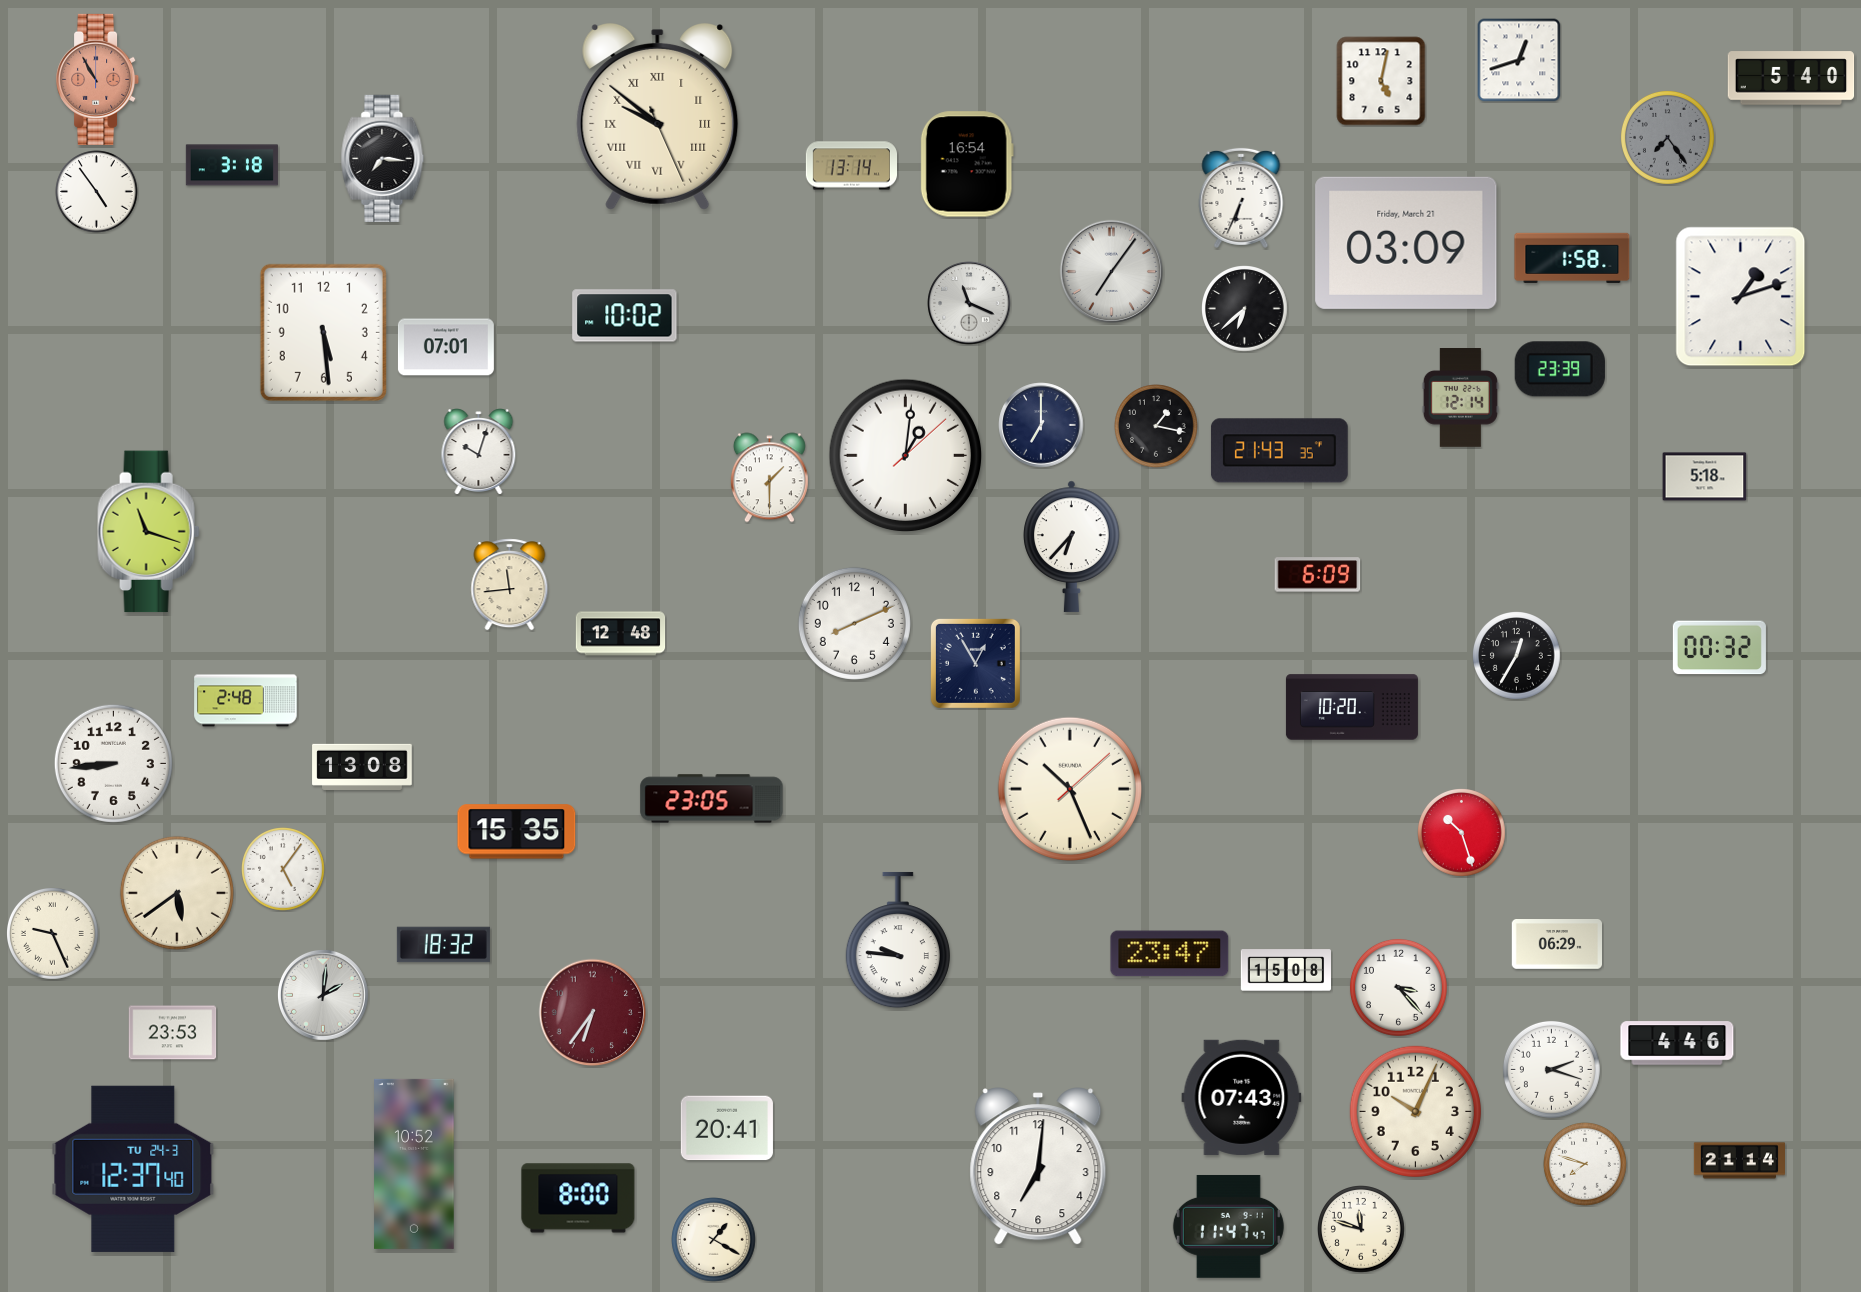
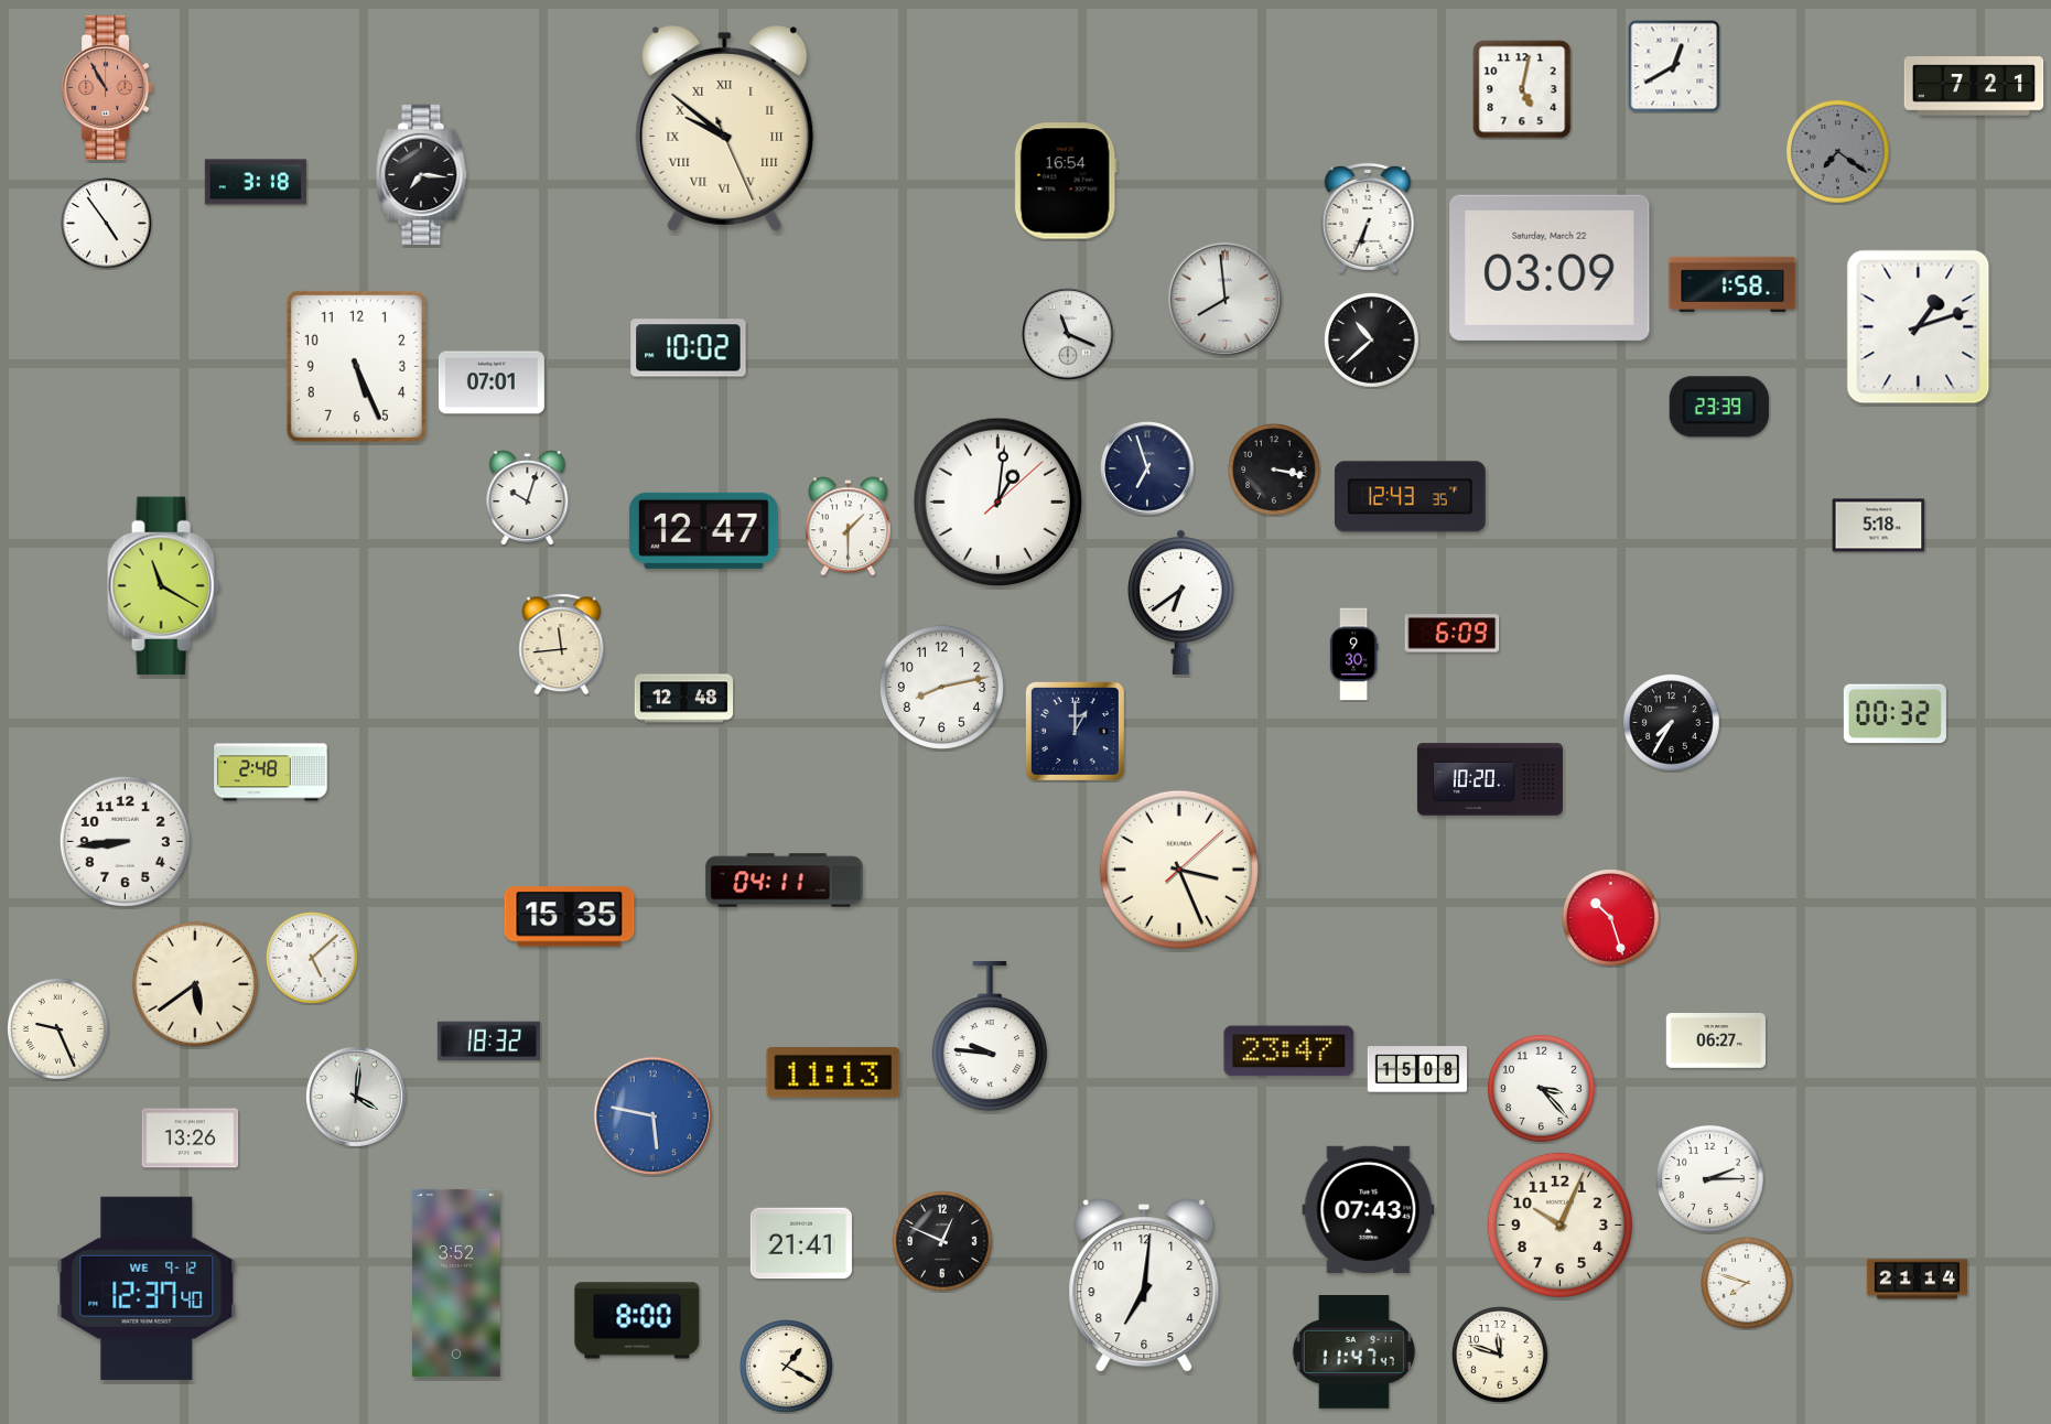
clock at (1519, 60): 12:42 -> 12:40
clock at (1791, 78): 5:40 -> 7:21
clock at (1667, 137): 7:24 -> 7:21
clock at (851, 166): 13:14 -> none
clock at (97, 192) position: (97, 192) -> (107, 224)
clock at (1406, 243) date: Friday, March 21 -> Saturday, March 22
clock at (1111, 271): 7:06 -> 7:59
clock at (1245, 309): 6:38 -> 10:38
clock at (323, 332): 5:29 -> 5:26
clock at (1460, 398): 12:14 -> none
clock at (1041, 425): 7:00 -> 6:57
clock at (1156, 426): 1:17 -> 3:17
clock at (1280, 451): 21:43 -> 12:43
clock at (703, 530): none -> 12:47
clock at (149, 532): 11:18 -> 11:20
clock at (1072, 546): 6:37 -> 6:39
clock at (1353, 655): none -> 9:30
clock at (854, 623): 8:11 -> 8:13
clock at (1517, 656): 12:35 -> 7:35
clock at (975, 663): 12:55 -> 1:00
clock at (362, 766): 13:08 -> none
clock at (1069, 788): 10:26 -> 3:26
clock at (712, 799): 23:05 -> 04:11
clock at (283, 869): 5:06 -> 5:08
clock at (1556, 945): 06:29 -> 06:27
clock at (833, 1074): none -> 11:13
clock at (323, 995): 2:01 -> 4:01
clock at (593, 1013): 6:36 -> 5:47
clock at (593, 1013) dial: burgundy -> blue
clock at (173, 1033): 23:53 -> 13:26
clock at (1677, 1043): 4:46 -> none
clock at (1551, 1069): 2:18 -> 2:15
clock at (943, 1242): none -> 12:49
clock at (727, 1128): 20:41 -> 21:41
clock at (414, 1164): 10:52 -> 3:52
clock at (133, 1169) date: TU 24-3 -> WE 9-12
